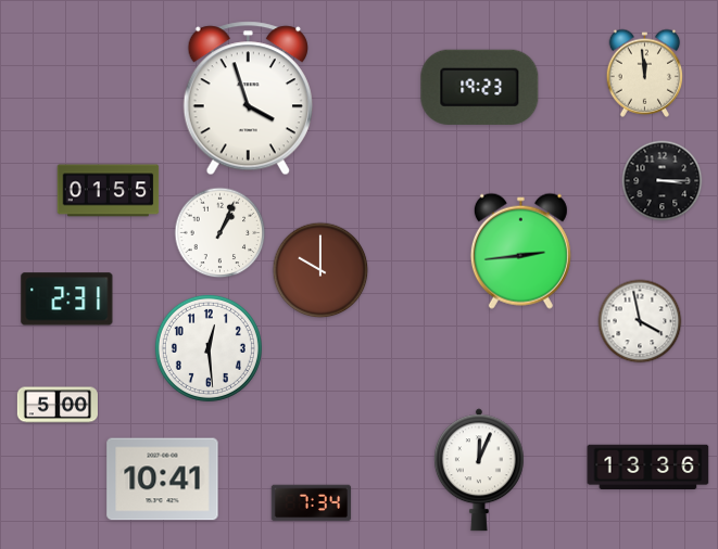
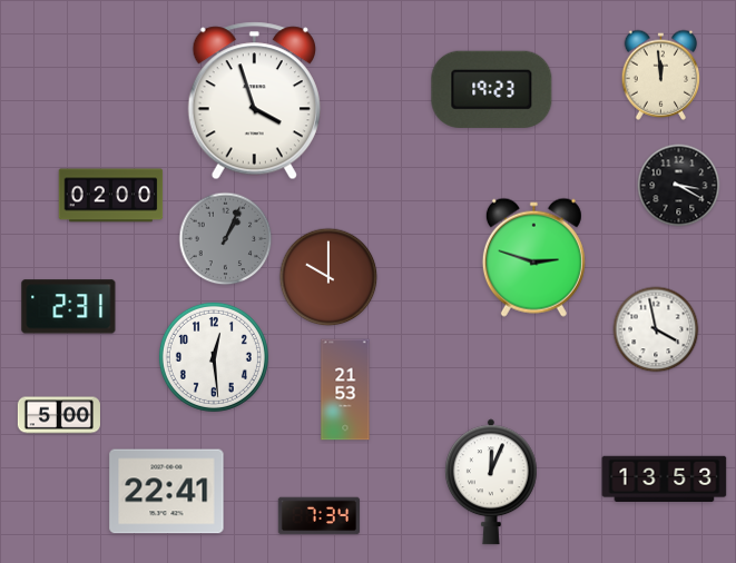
clock at (663, 181): 3:15 -> 3:20
clock at (109, 191): 01:55 -> 02:00
clock at (221, 233) dial: white -> grey
clock at (520, 251): 2:44 -> 2:48
clock at (345, 389): none -> 21:53
clock at (648, 467): 13:36 -> 13:53
clock at (163, 480): 10:41 -> 22:41
